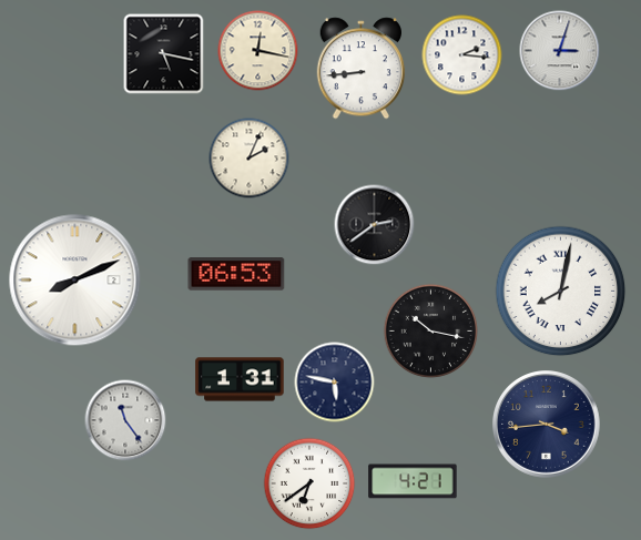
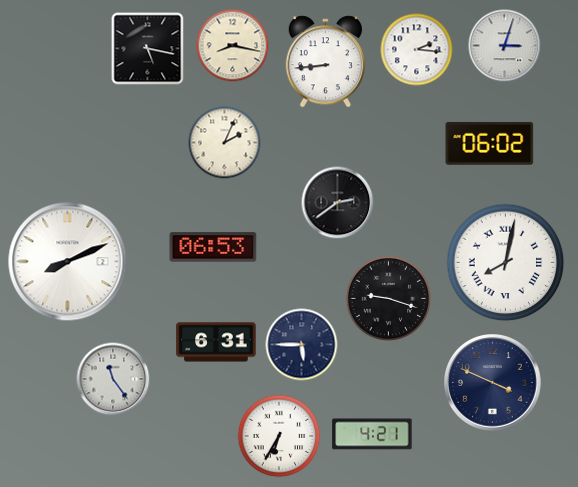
clock at (258, 51): 12:17 -> 8:17
clock at (490, 143): none -> 06:02
clock at (75, 281) position: (75, 281) -> (68, 262)
clock at (431, 332): 10:17 -> 9:18
clock at (240, 379): 1:31 -> 6:31
clock at (335, 383): 5:47 -> 5:45
clock at (547, 425): 3:44 -> 3:49
clock at (309, 483): 6:39 -> 6:35
